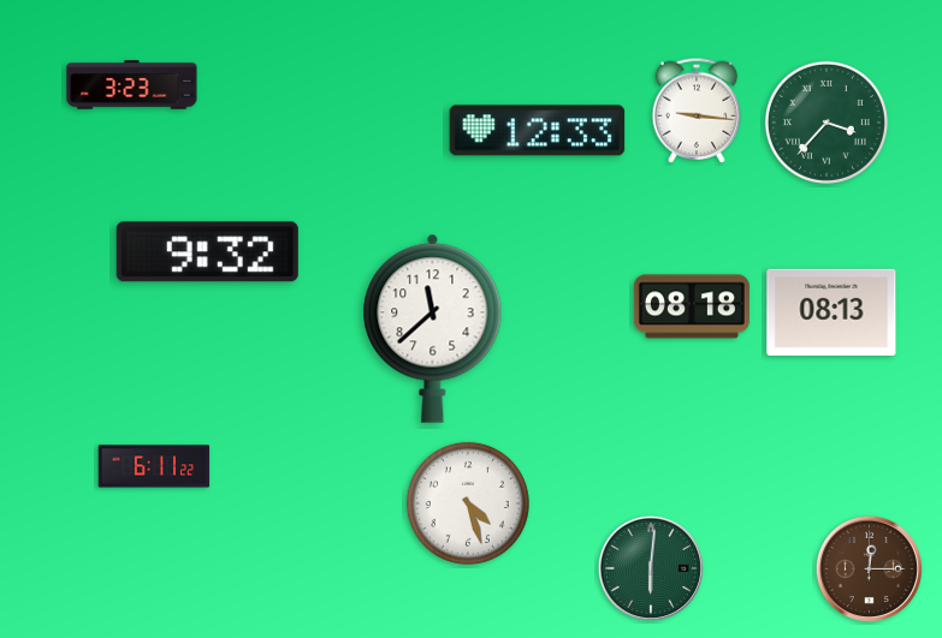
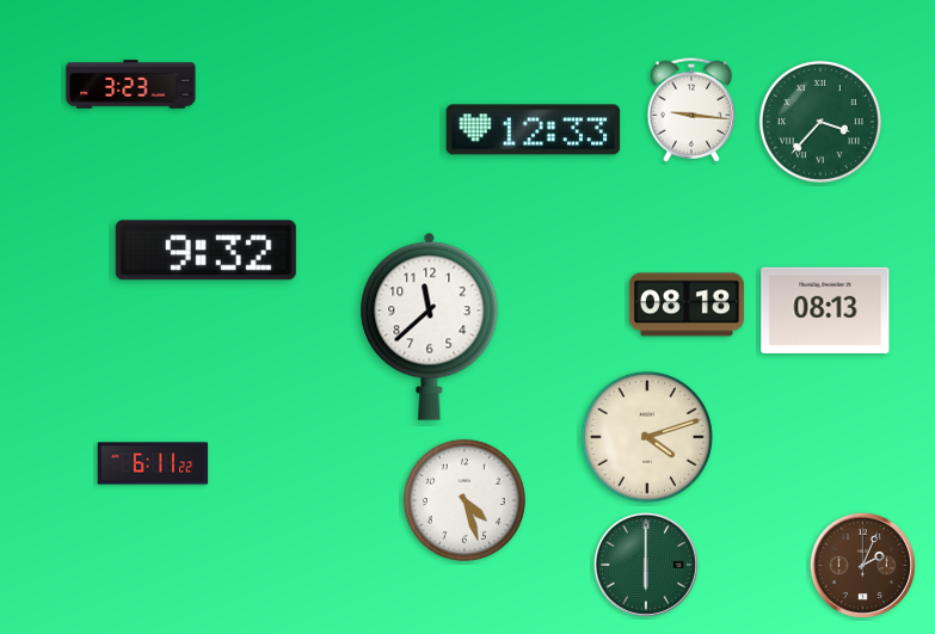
clock at (647, 437): none -> 4:12
clock at (651, 568): 6:01 -> 6:00
clock at (869, 568): 12:15 -> 2:04
